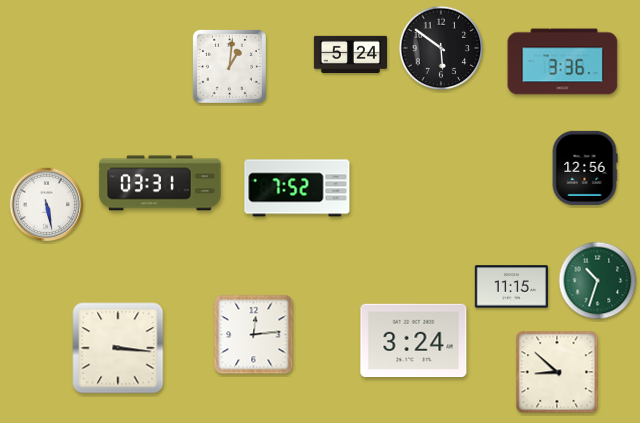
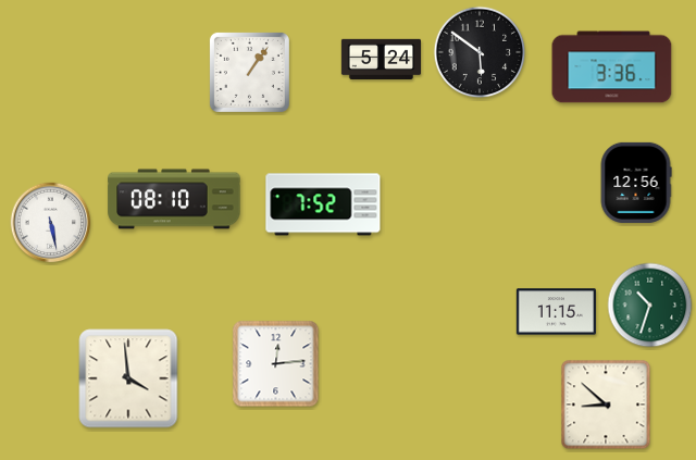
clock at (229, 66): 1:01 -> 1:06
clock at (160, 183): 03:31 -> 08:10
clock at (414, 341): 3:24 -> none
clock at (118, 348): 3:16 -> 3:59
